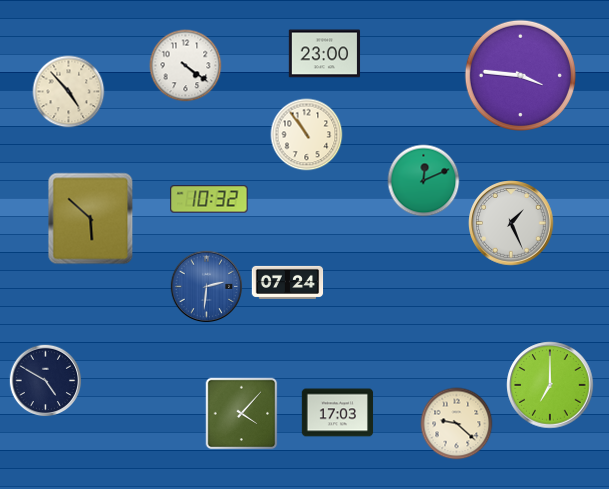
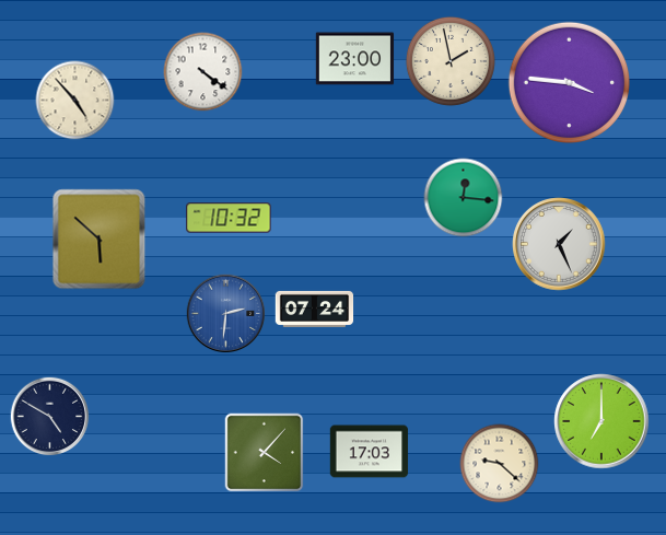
clock at (451, 61): none -> 1:58
clock at (307, 135): 10:54 -> none
clock at (424, 181): 12:11 -> 12:16
